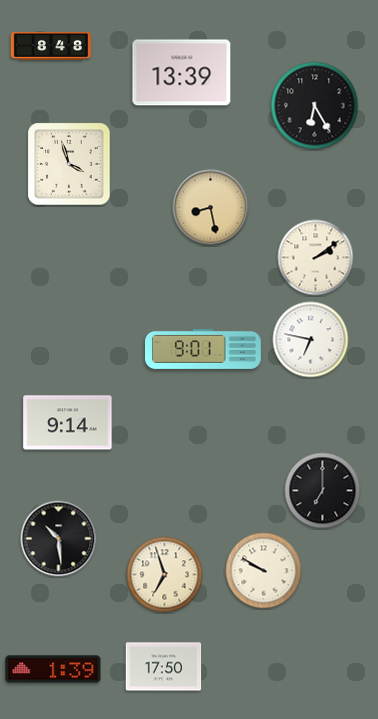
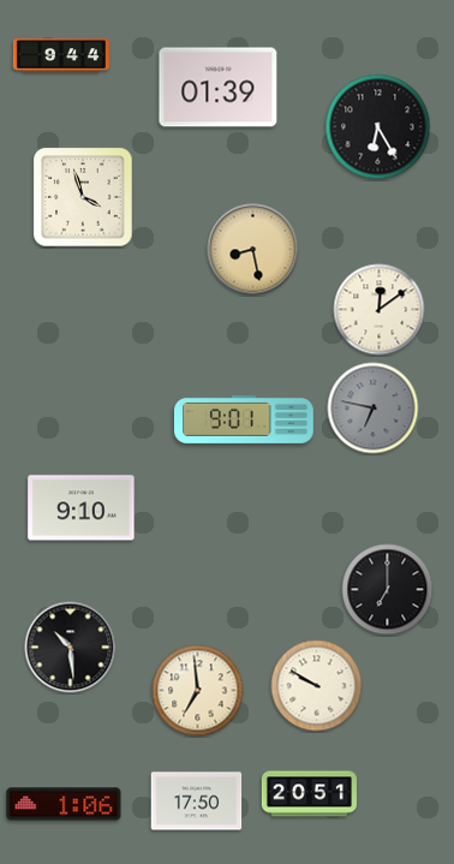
clock at (51, 47): 8:48 -> 9:44
clock at (182, 73): 13:39 -> 01:39
clock at (316, 258): 2:09 -> 12:09
clock at (311, 340) dial: white -> grey
clock at (68, 423): 9:14 -> 9:10
clock at (165, 575): 6:57 -> 6:59
clock at (309, 794): none -> 20:51
clock at (53, 669): 1:39 -> 1:06
